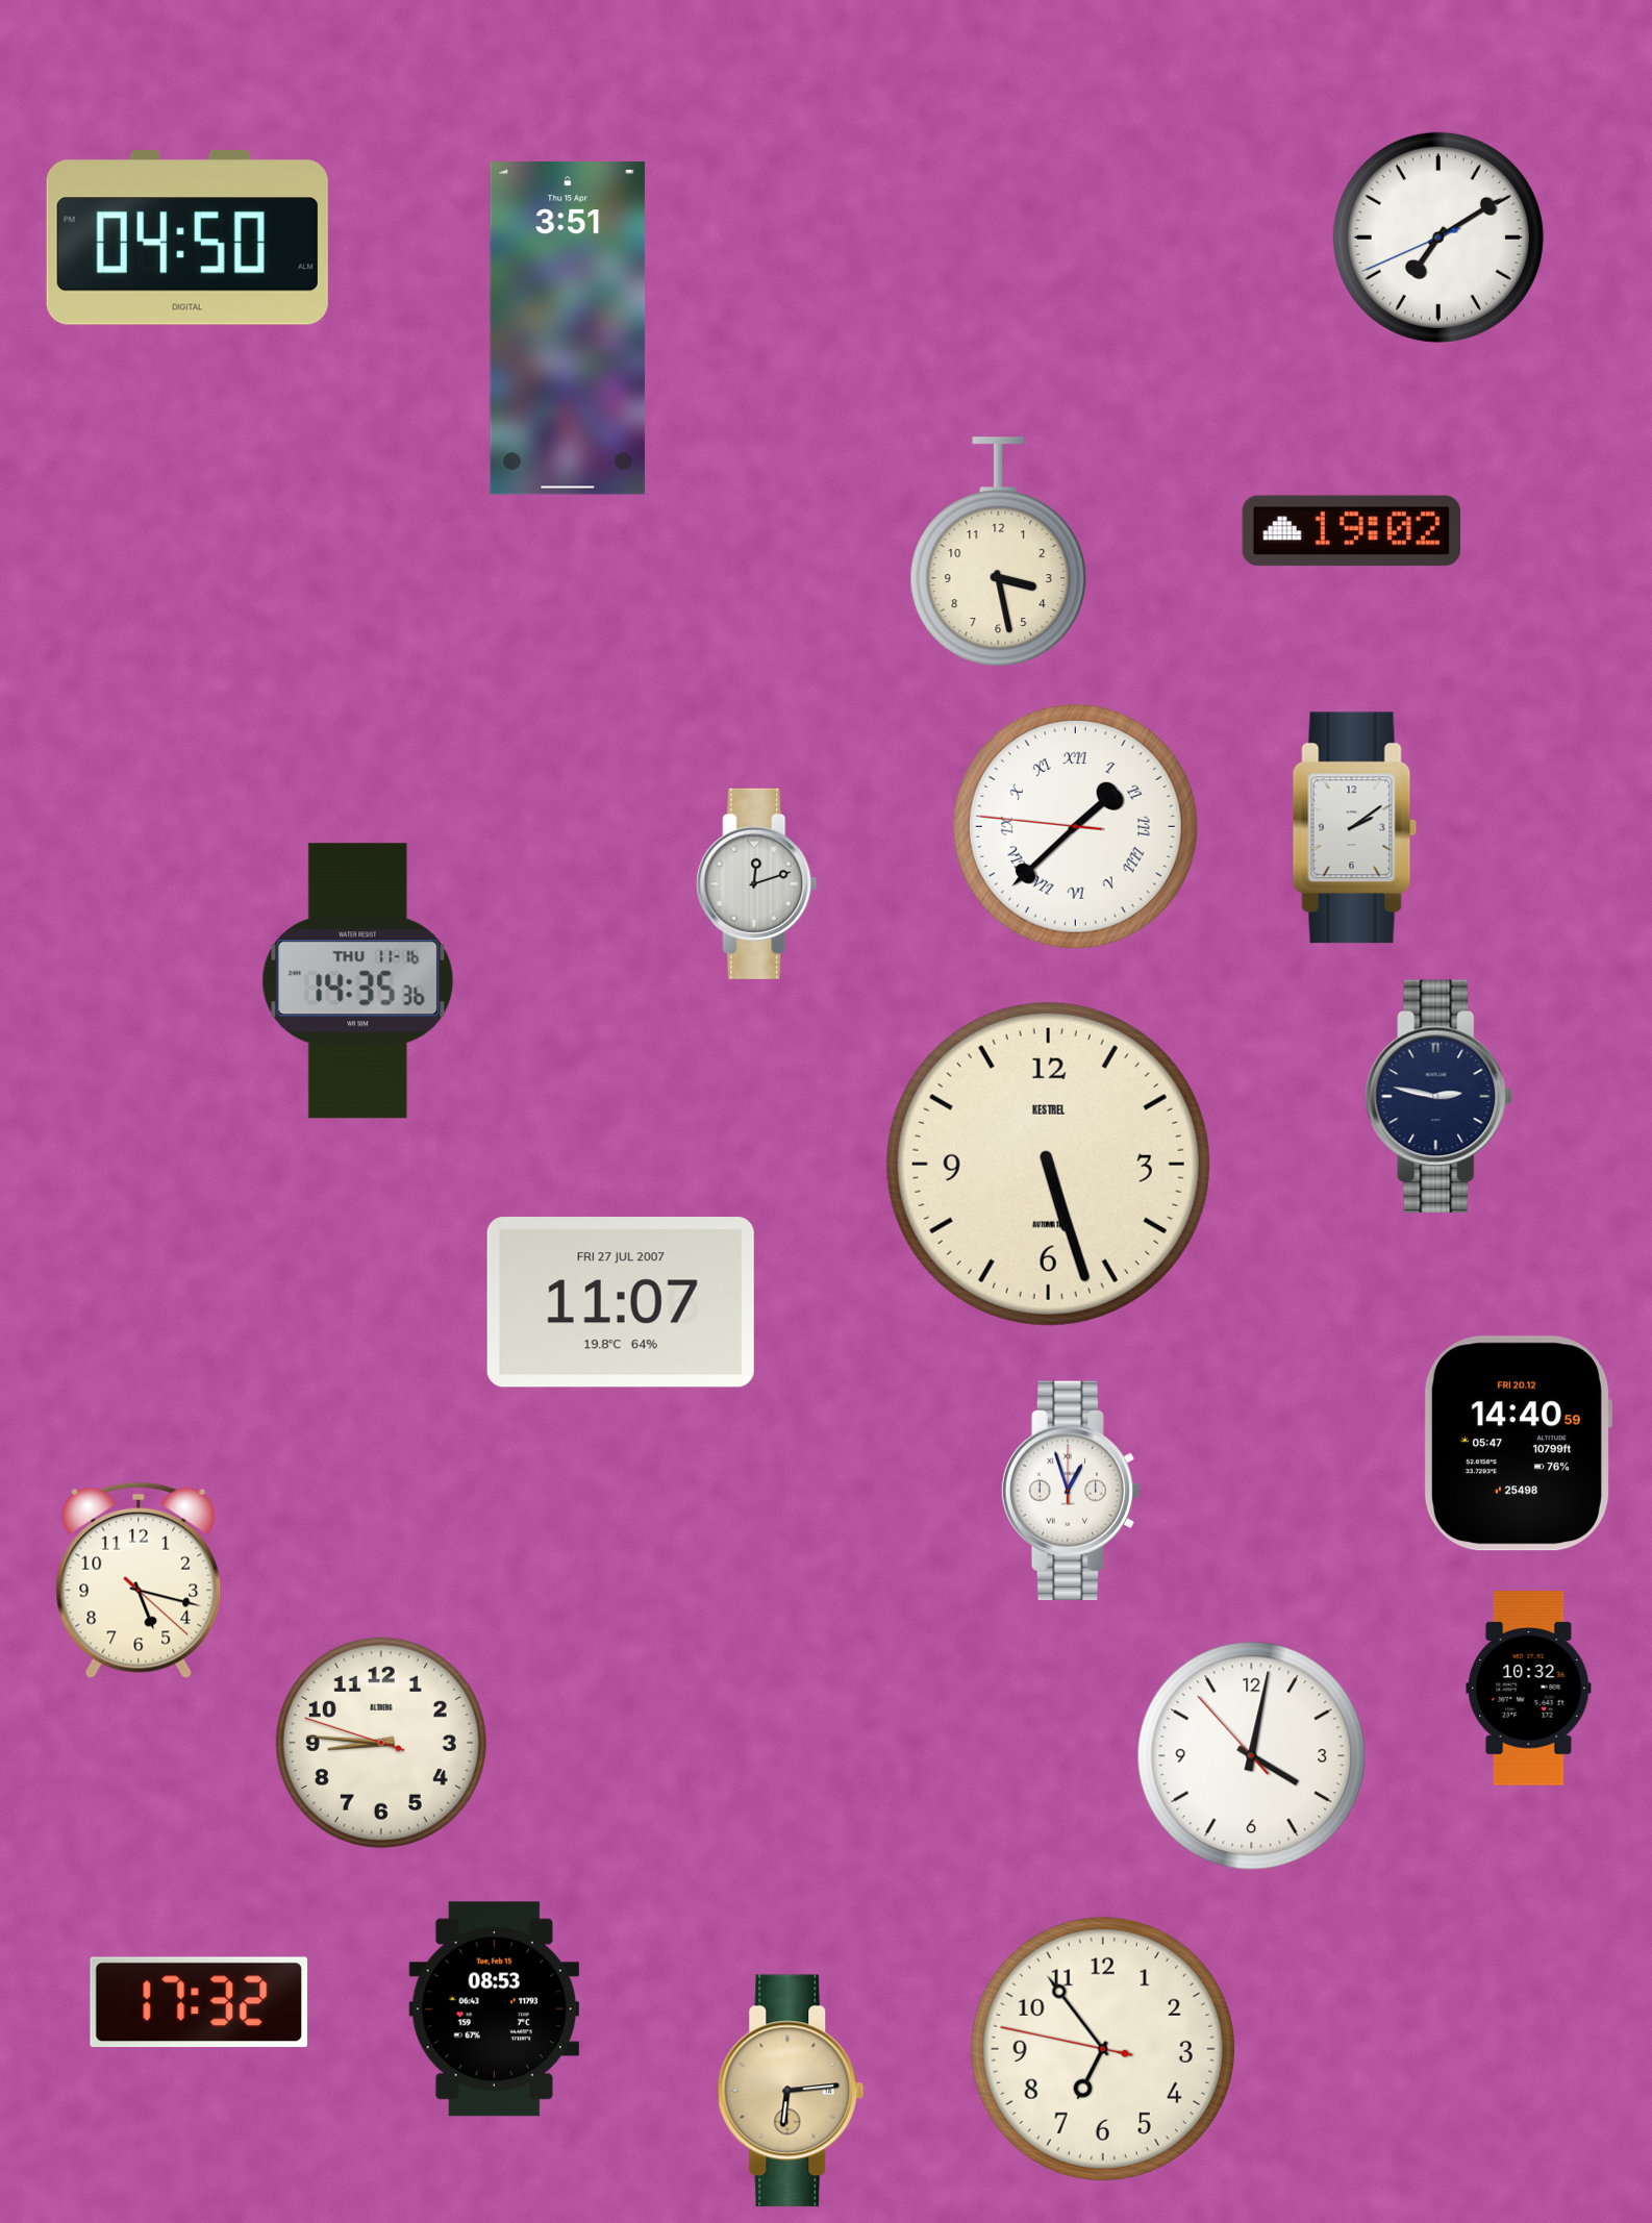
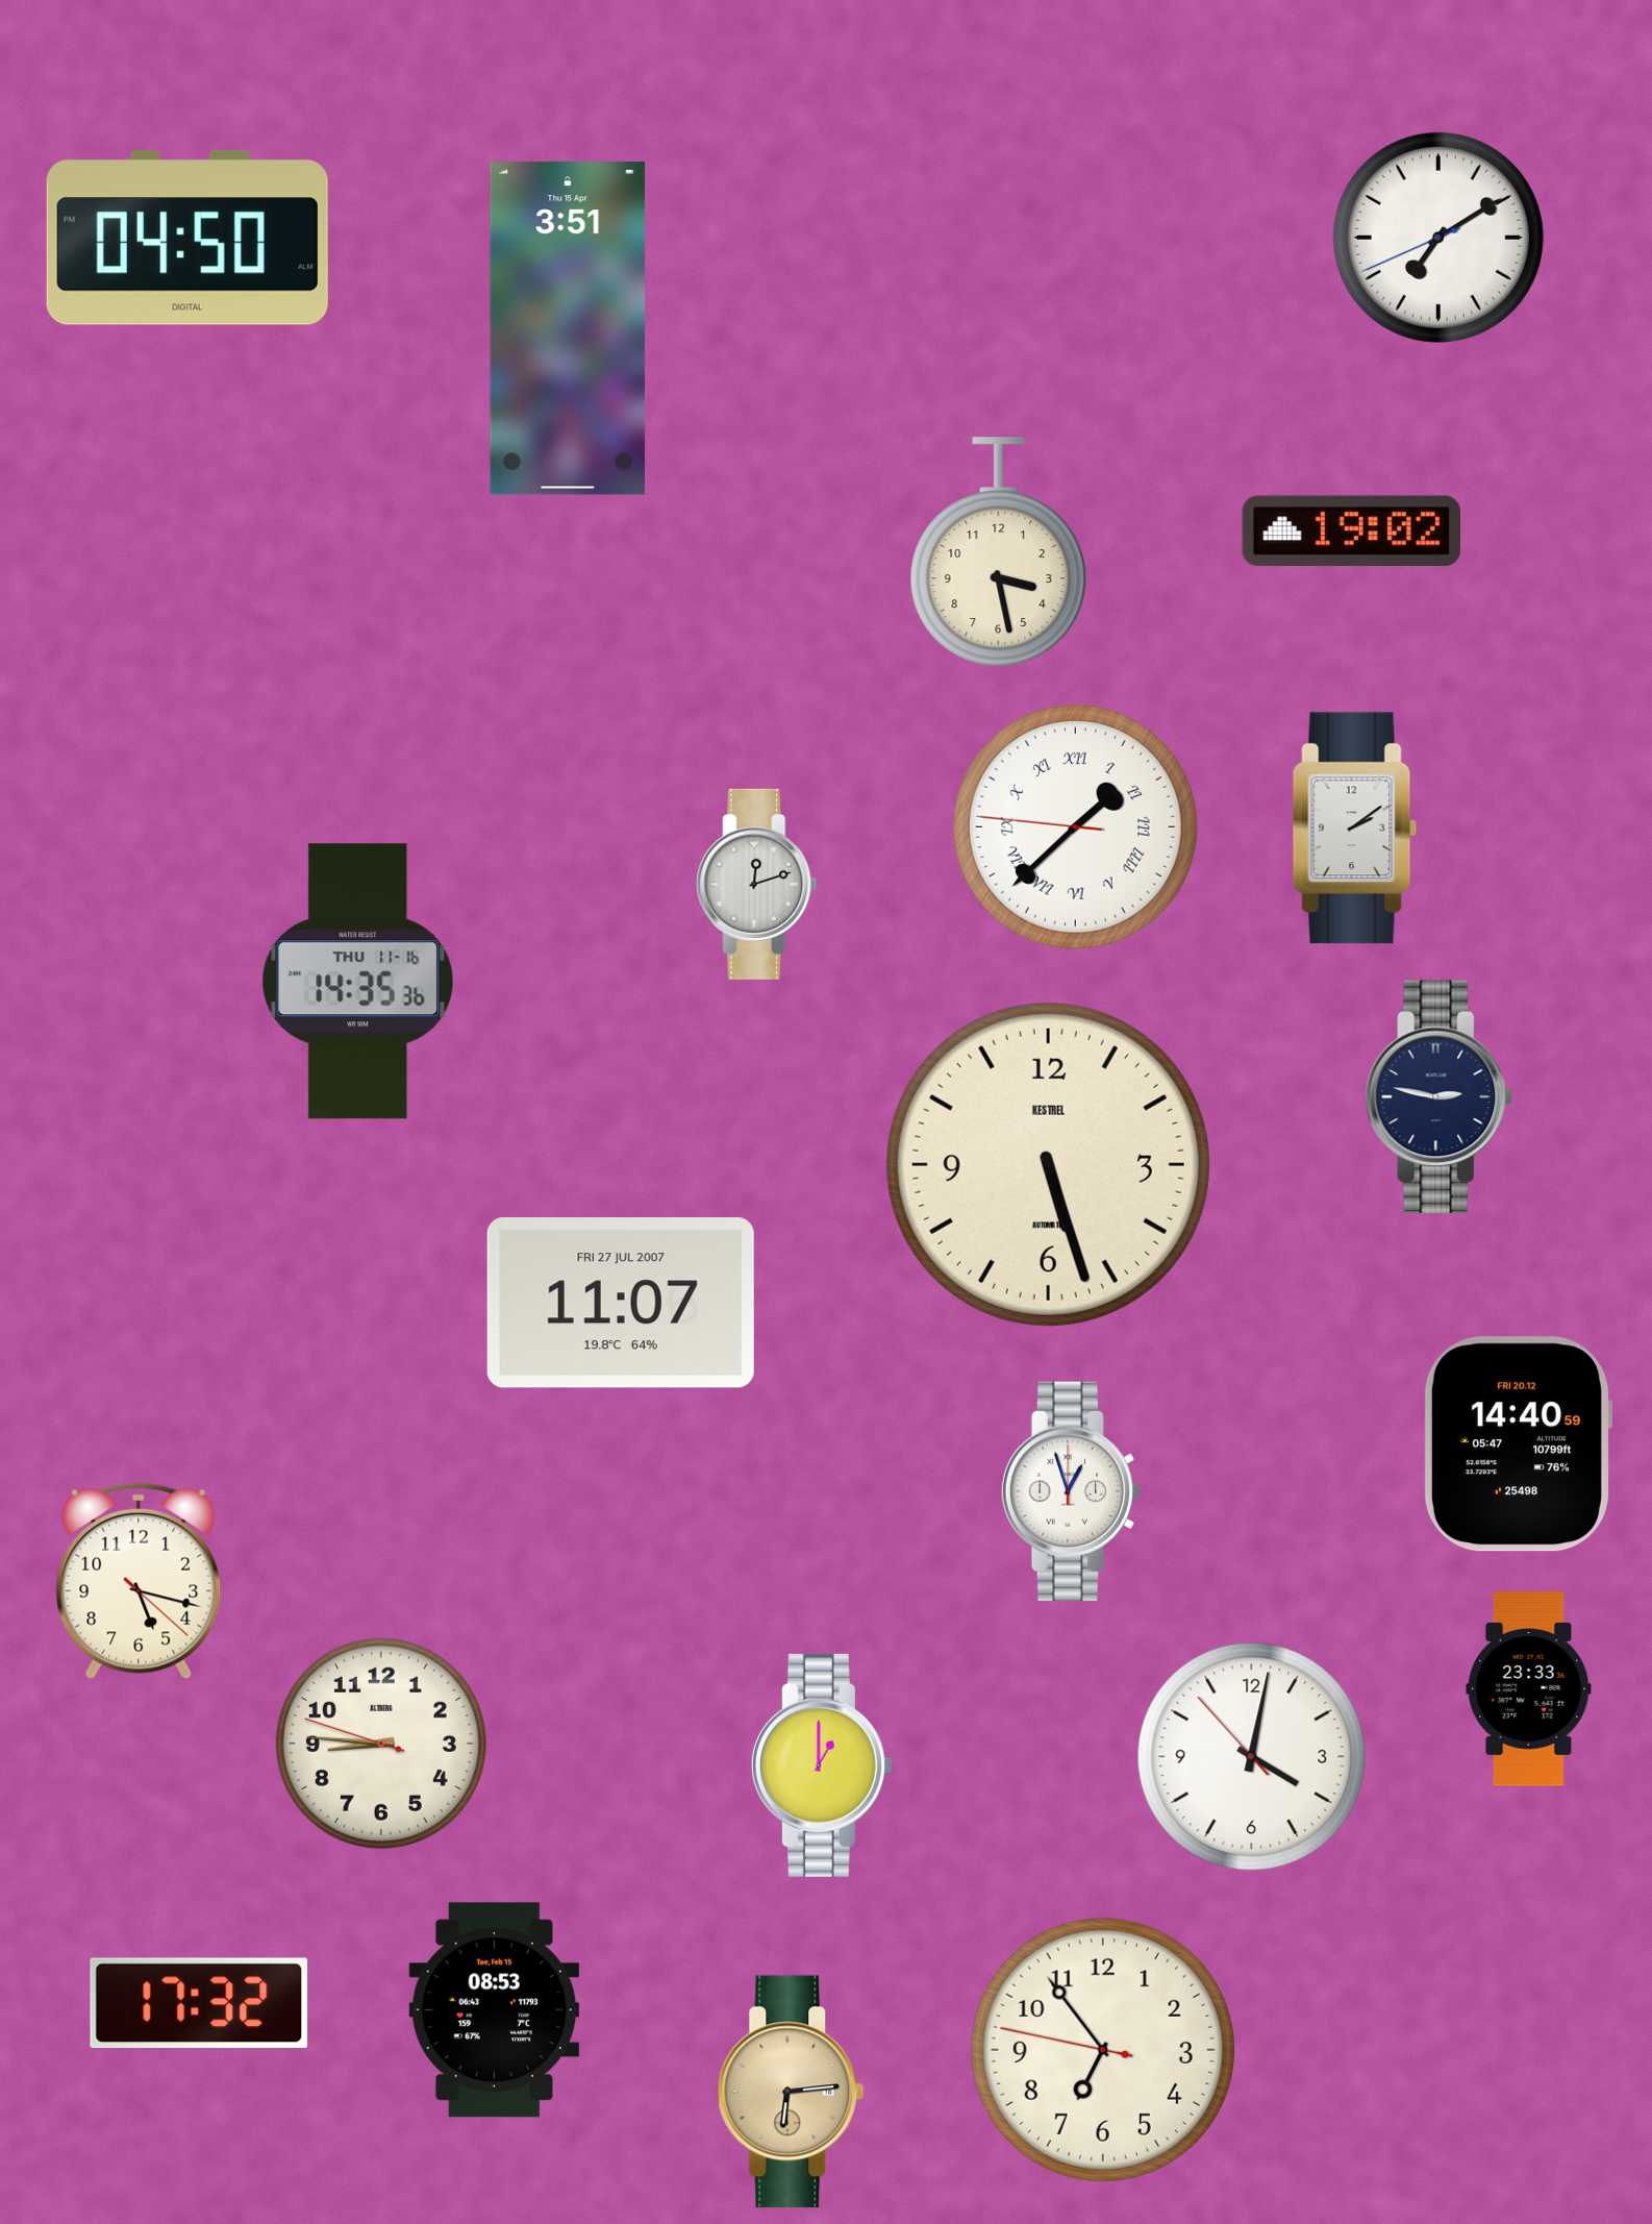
clock at (1529, 1689): 10:32 -> 23:33
clock at (822, 1765): none -> 1:00
